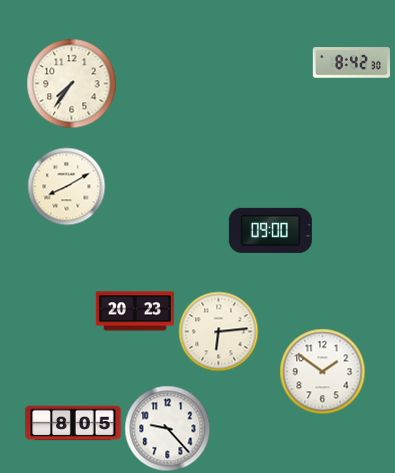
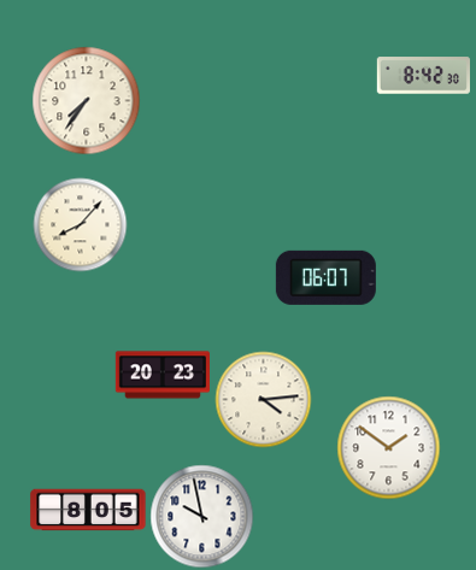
clock at (66, 186): 8:10 -> 8:07
clock at (270, 230): 09:00 -> 06:07
clock at (218, 331): 6:14 -> 4:14
clock at (167, 428): 9:23 -> 9:58
